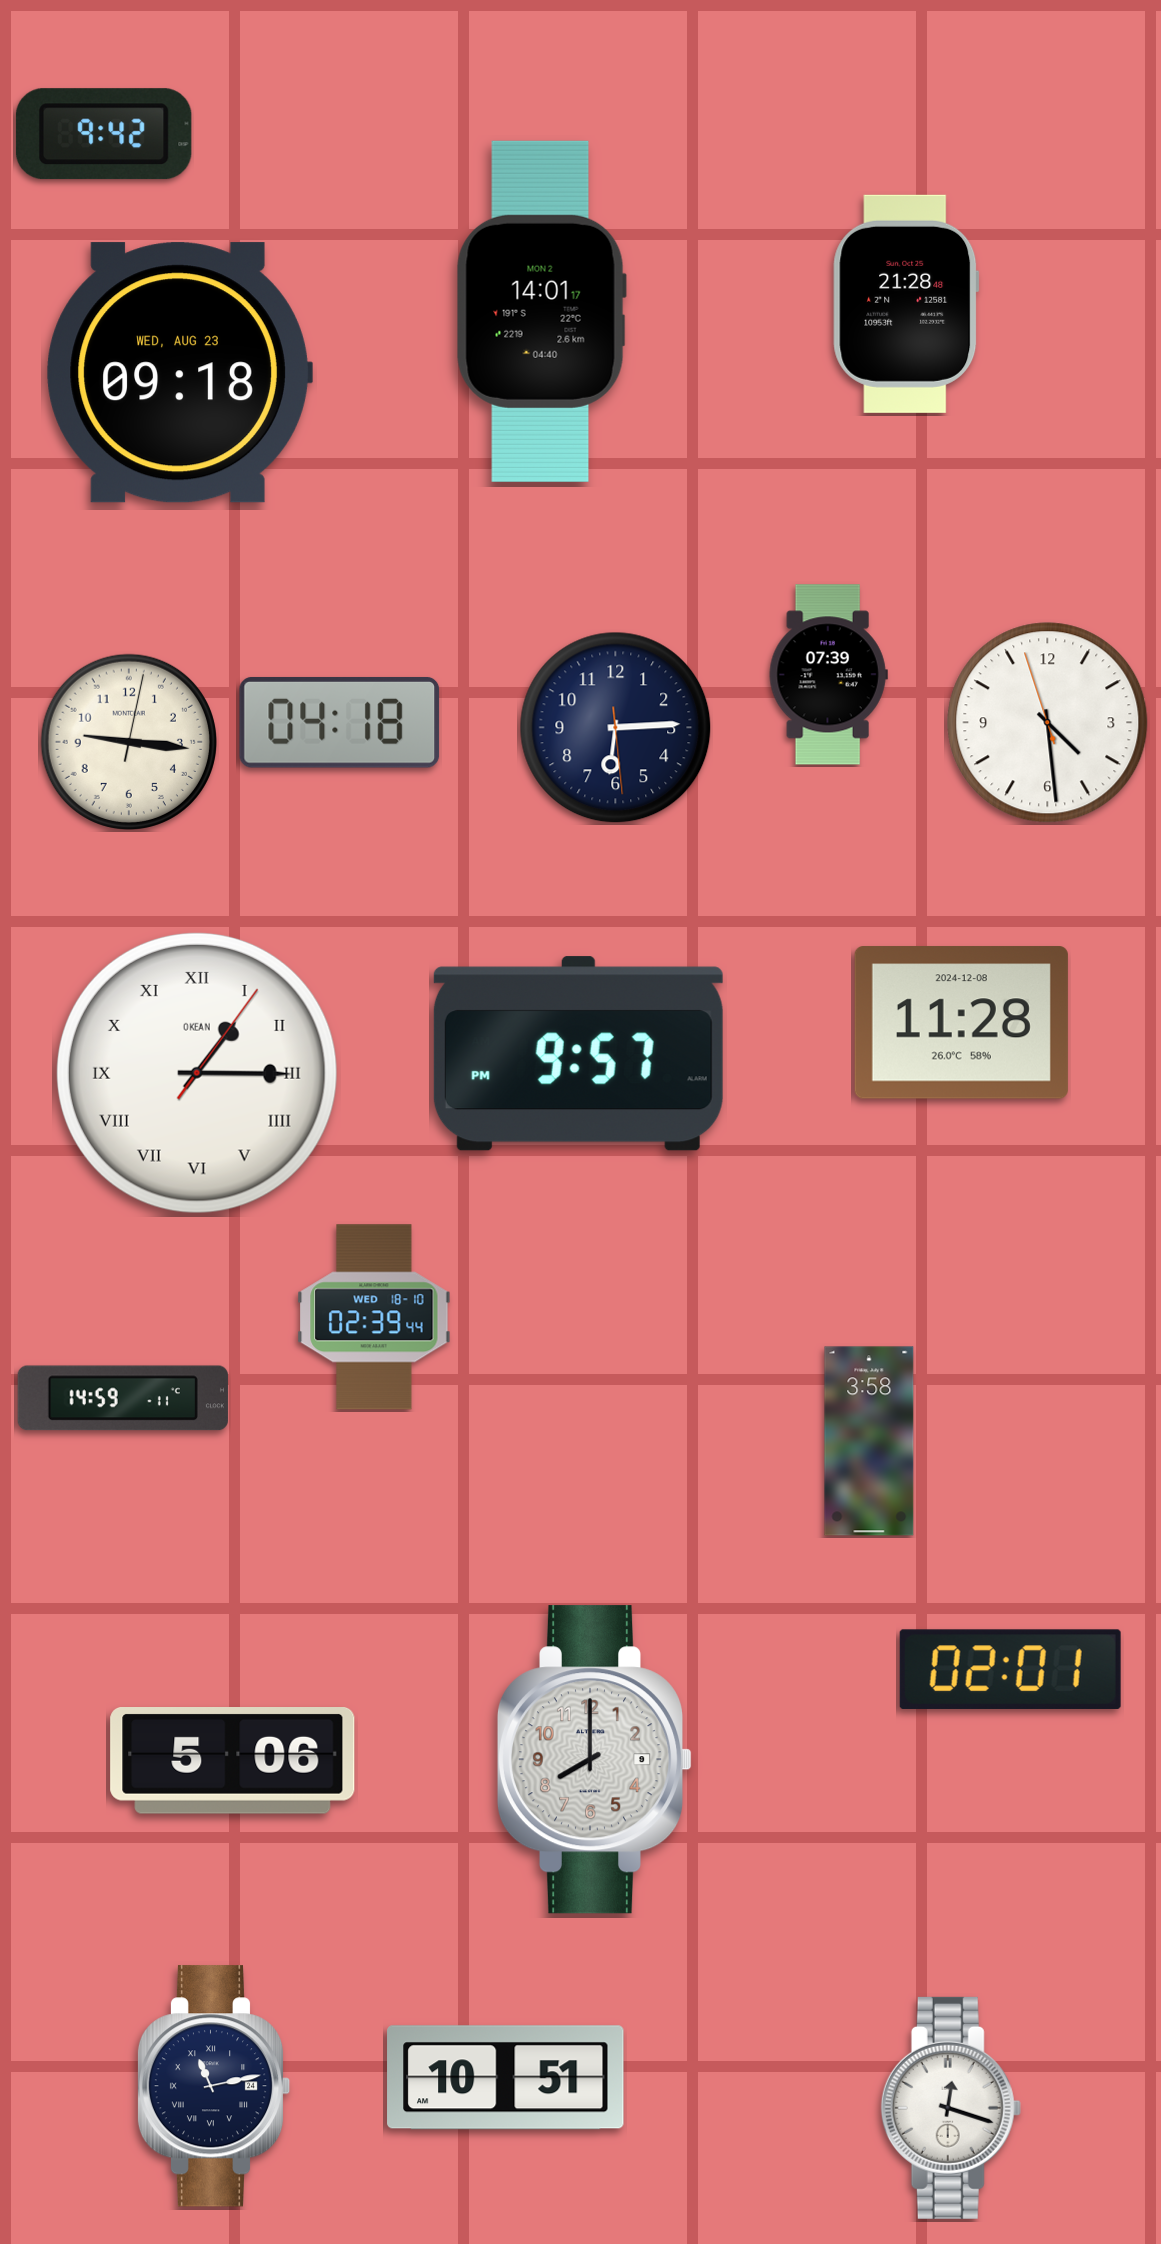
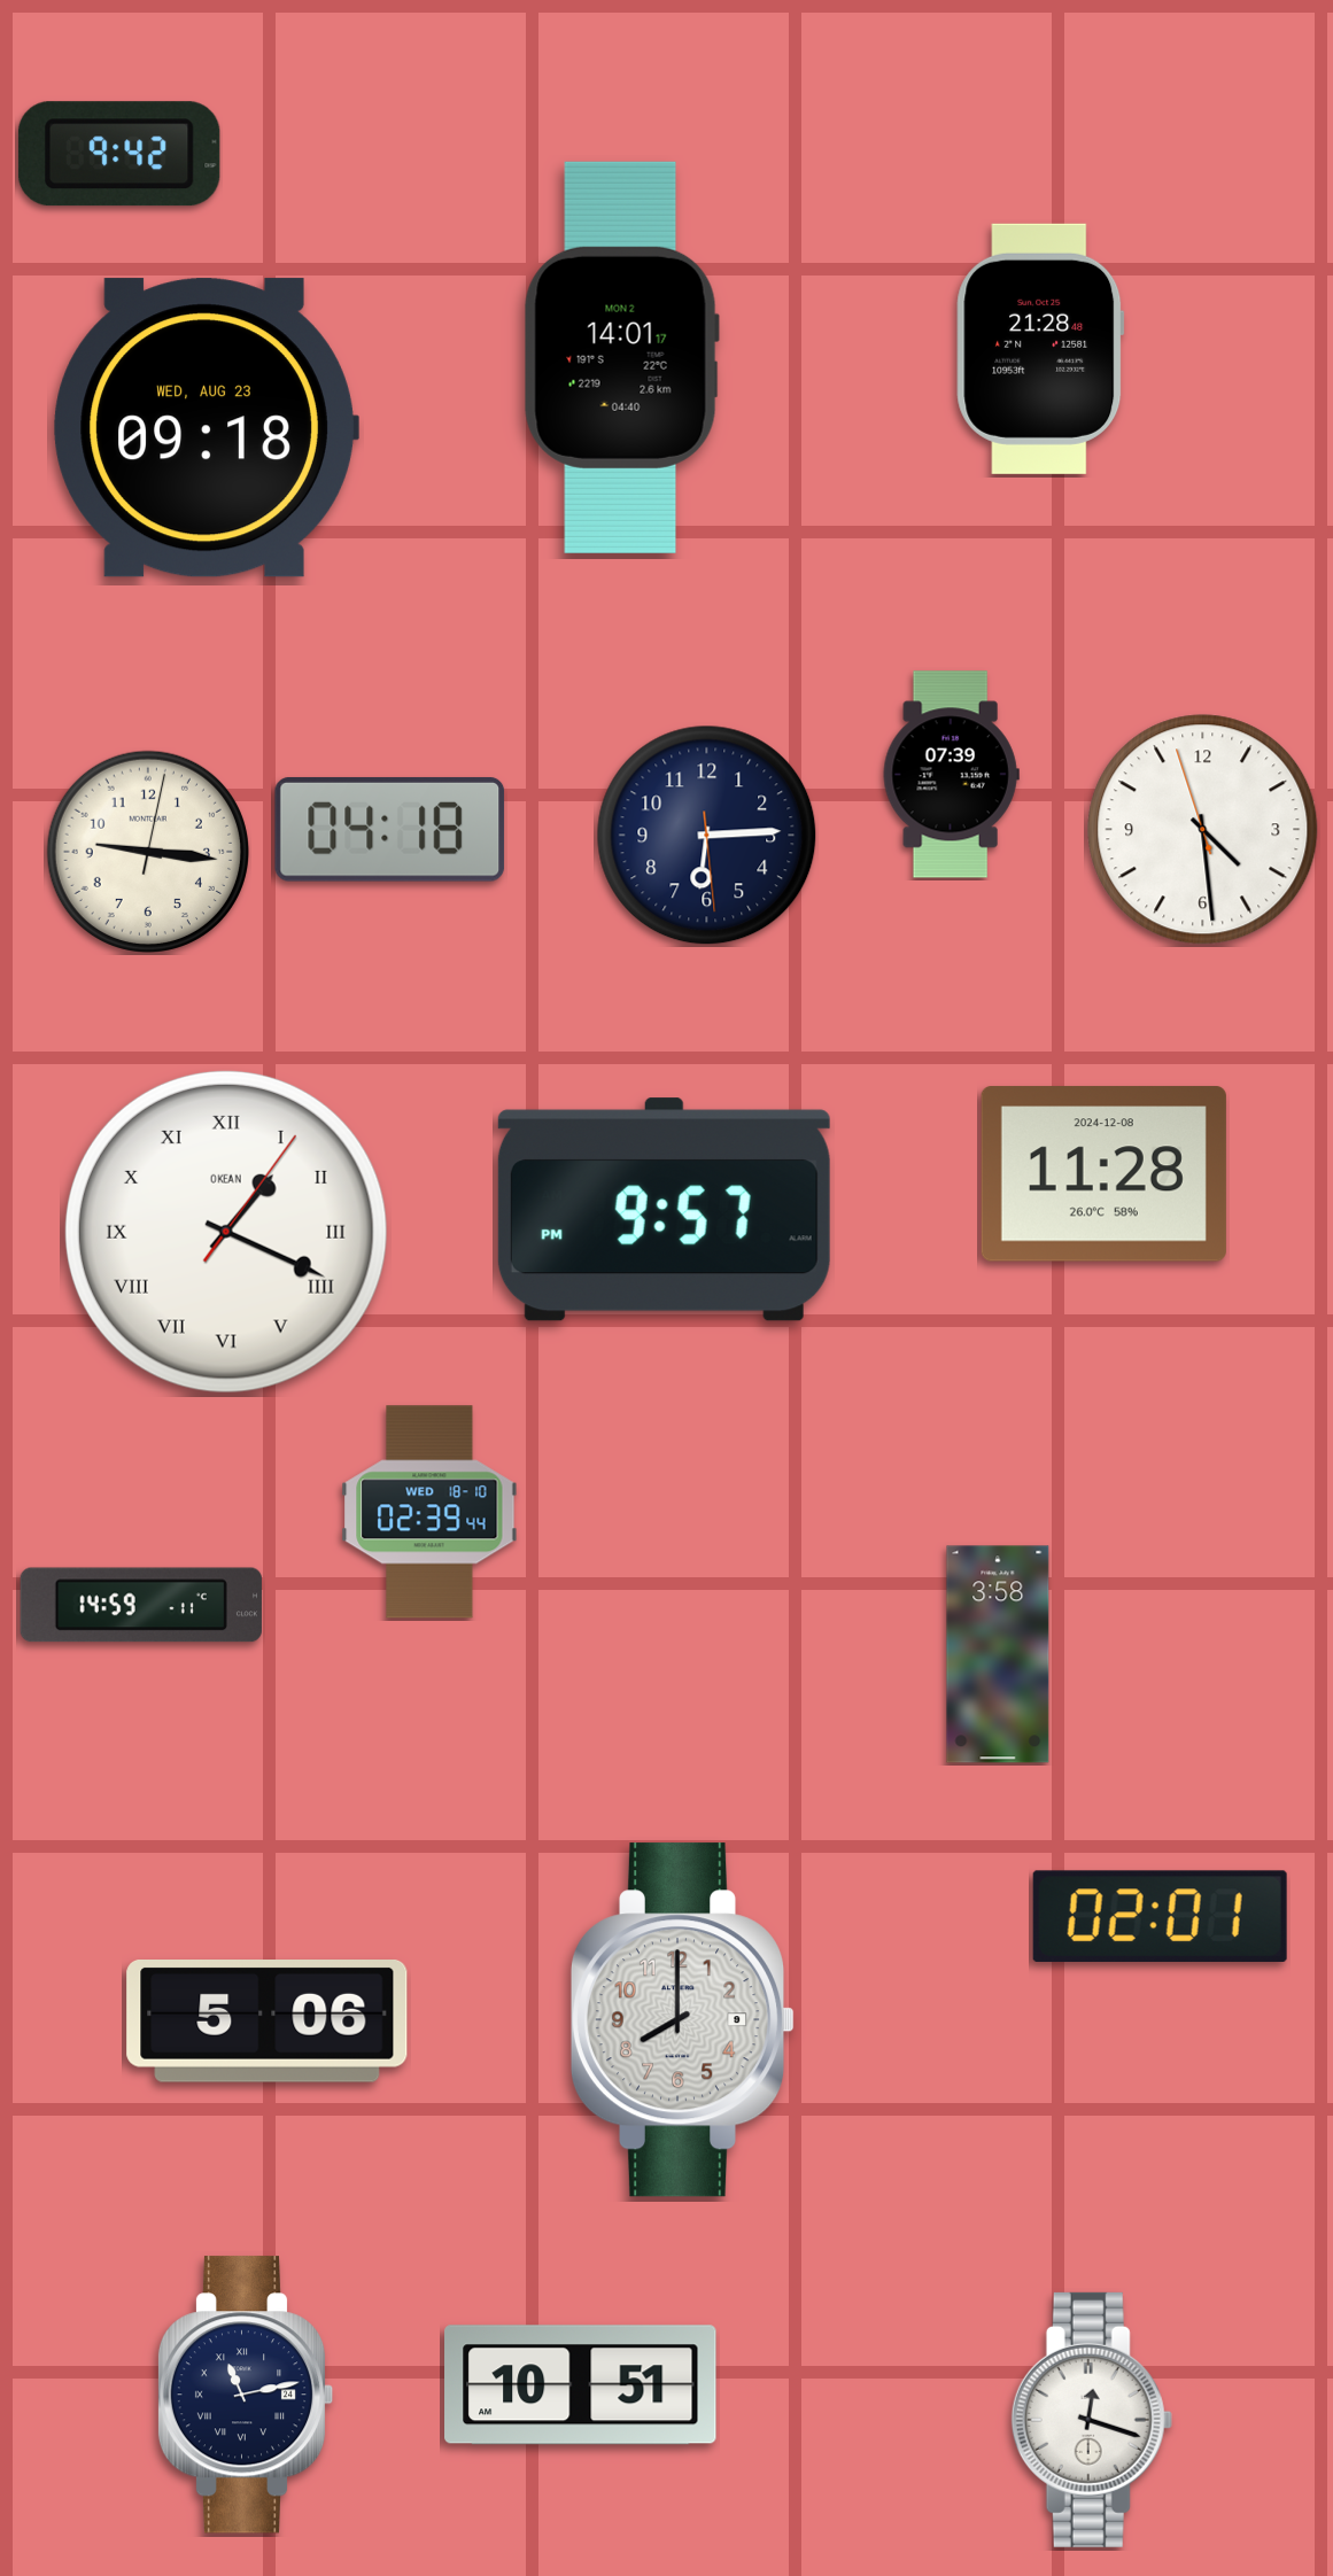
clock at (197, 1073): 1:15 -> 1:19
